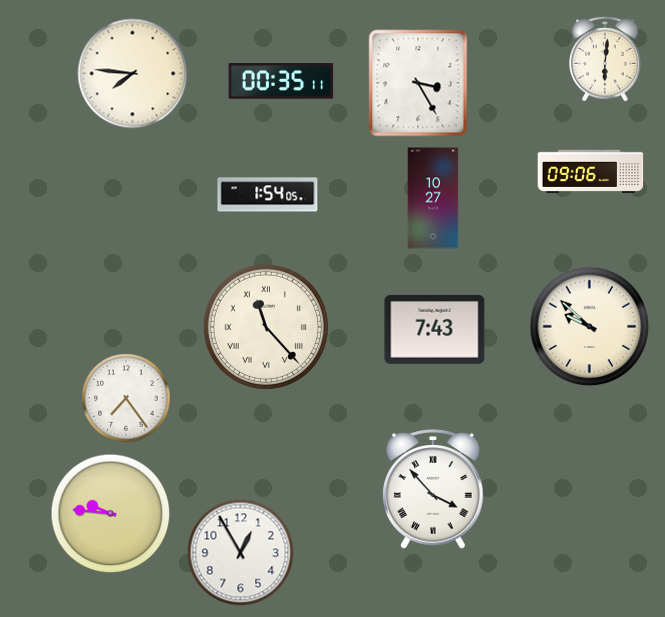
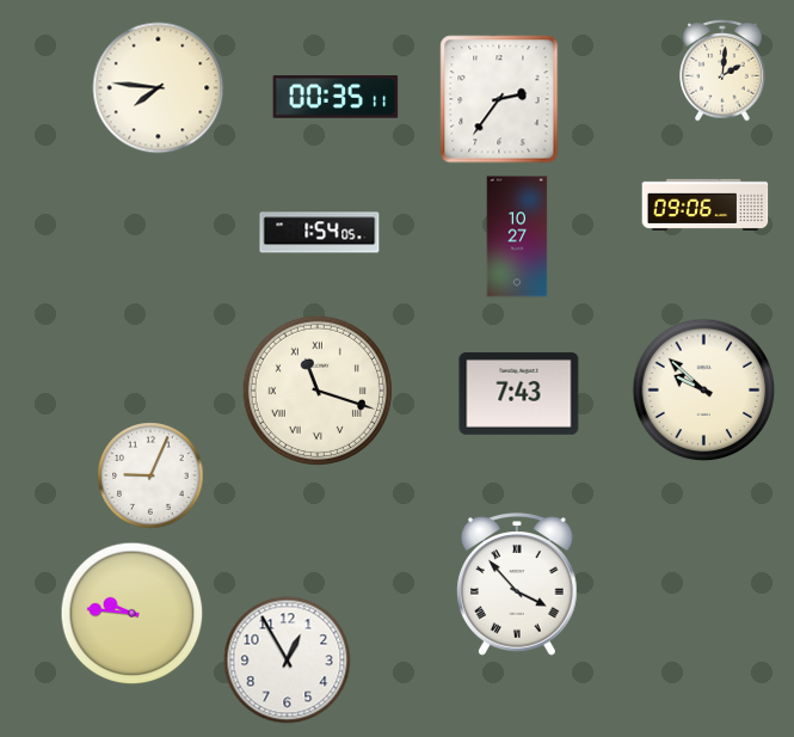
clock at (605, 59): 6:01 -> 2:01
clock at (418, 83): 3:25 -> 2:36
clock at (266, 327): 11:23 -> 11:18
clock at (126, 398): 7:24 -> 9:04
